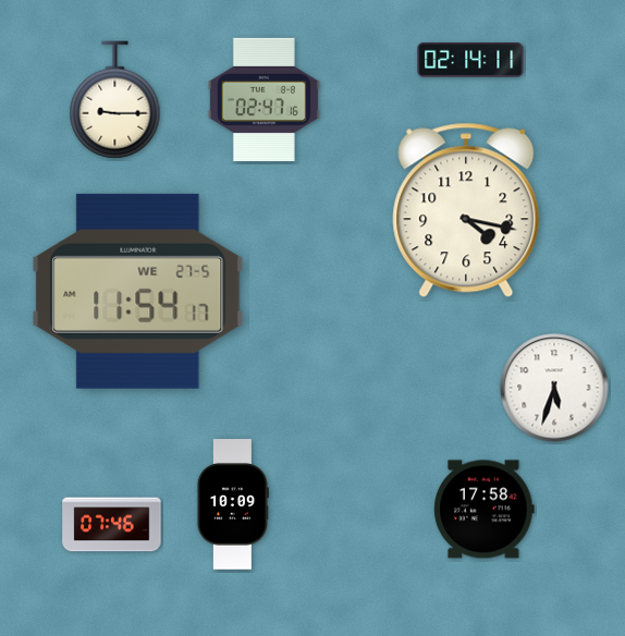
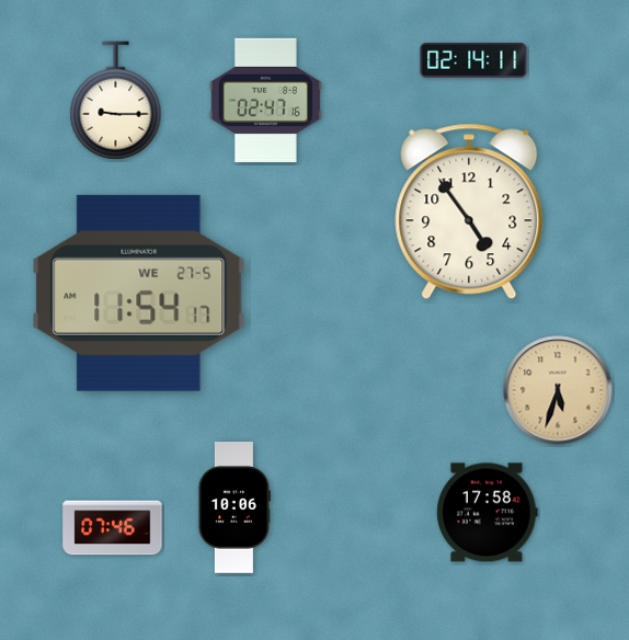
clock at (466, 210): 4:17 -> 4:54
clock at (554, 388) dial: white -> champagne
clock at (233, 504): 10:09 -> 10:06
